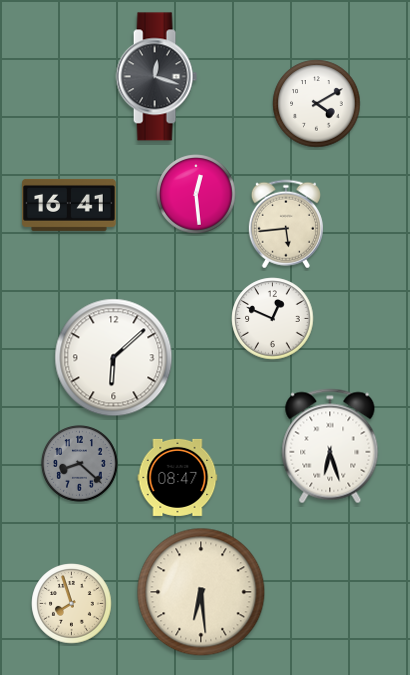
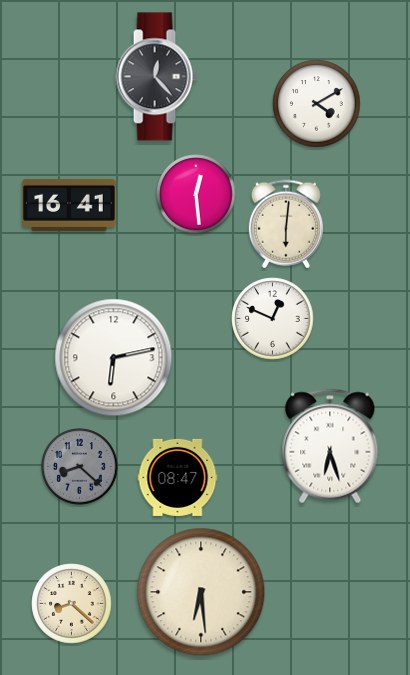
clock at (156, 77): 12:18 -> 12:23
clock at (286, 224): 5:44 -> 6:01
clock at (114, 358): 6:08 -> 6:13
clock at (80, 464) position: (80, 464) -> (80, 467)
clock at (72, 604): 7:57 -> 8:22
